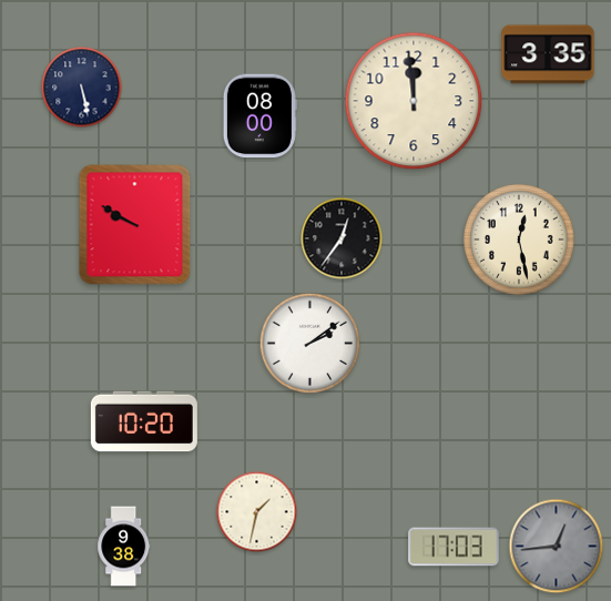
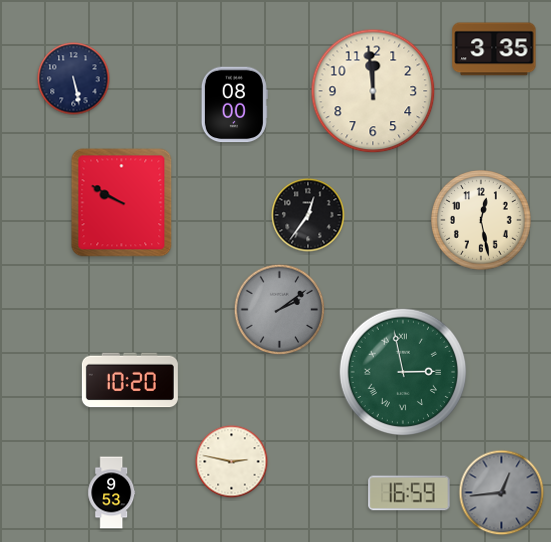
clock at (520, 241) position: (520, 241) -> (482, 221)
clock at (310, 344) dial: white -> grey
clock at (403, 372): none -> 2:58
clock at (257, 512): 1:32 -> 2:47
clock at (124, 547): 9:38 -> 9:53
clock at (454, 547): 17:03 -> 16:59
